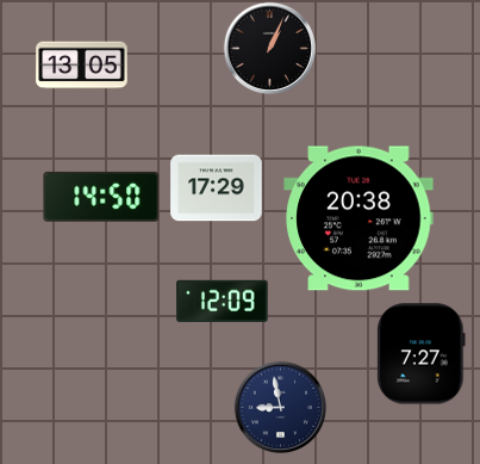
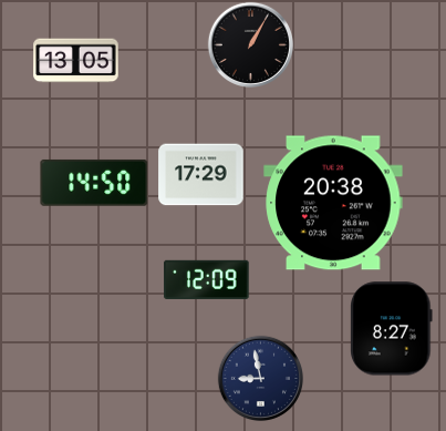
clock at (269, 48): 1:04 -> 1:05
clock at (422, 354): 7:27 -> 8:27
